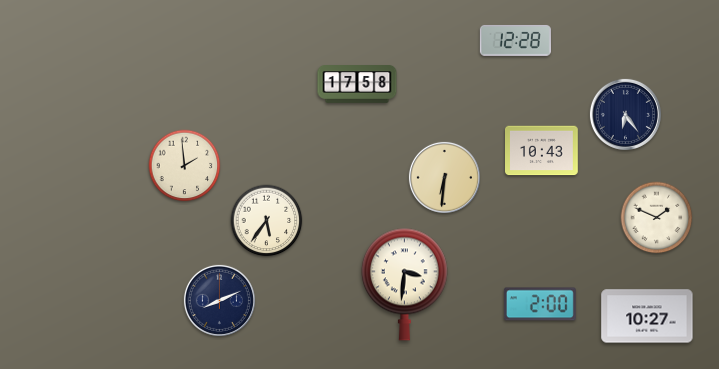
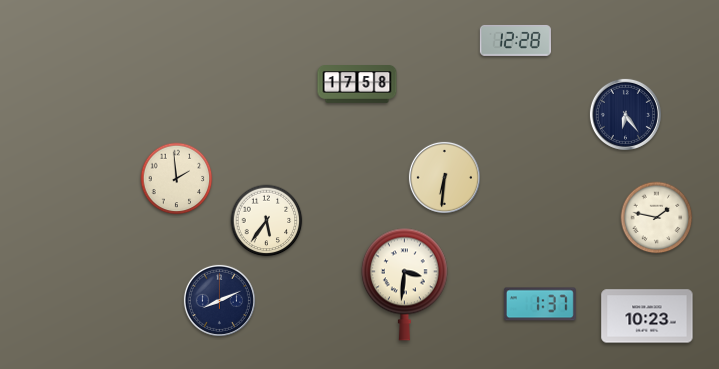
clock at (542, 151): 10:43 -> none
clock at (185, 166) position: (185, 166) -> (177, 179)
clock at (657, 218): 1:49 -> 1:47
clock at (540, 304): 2:00 -> 1:37
clock at (647, 316): 10:27 -> 10:23
